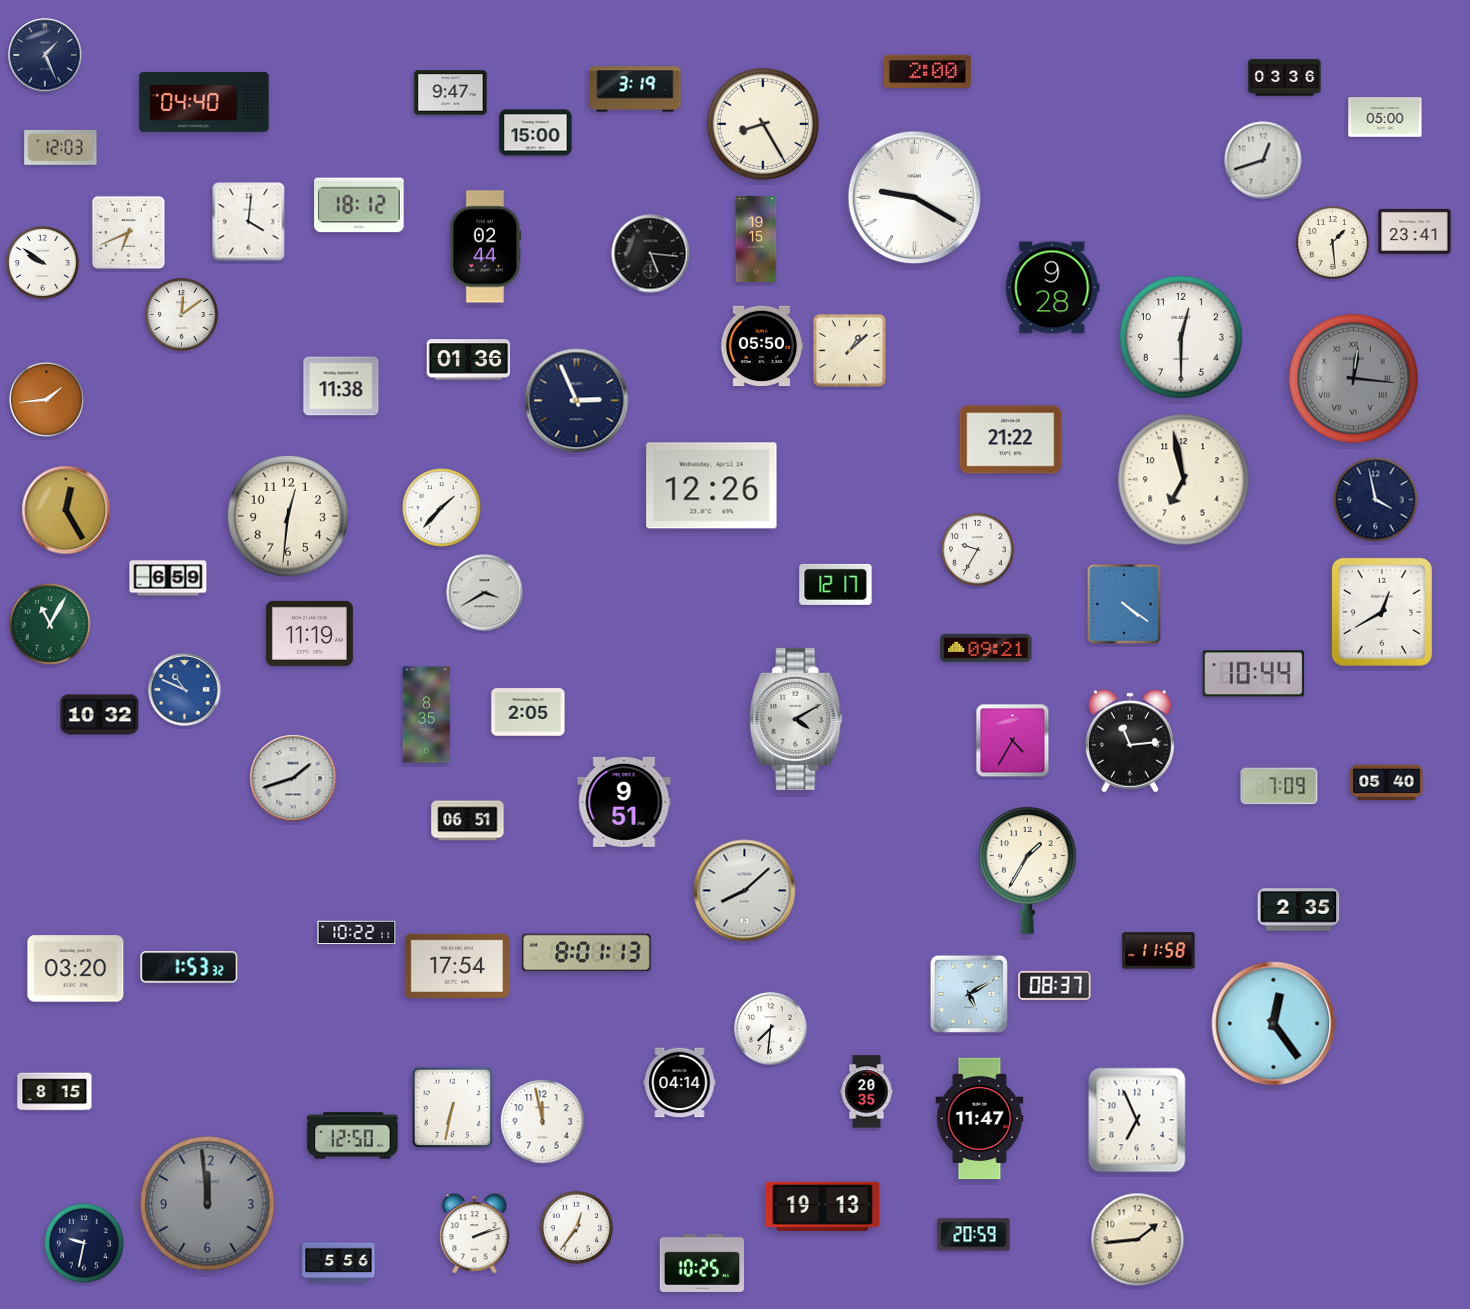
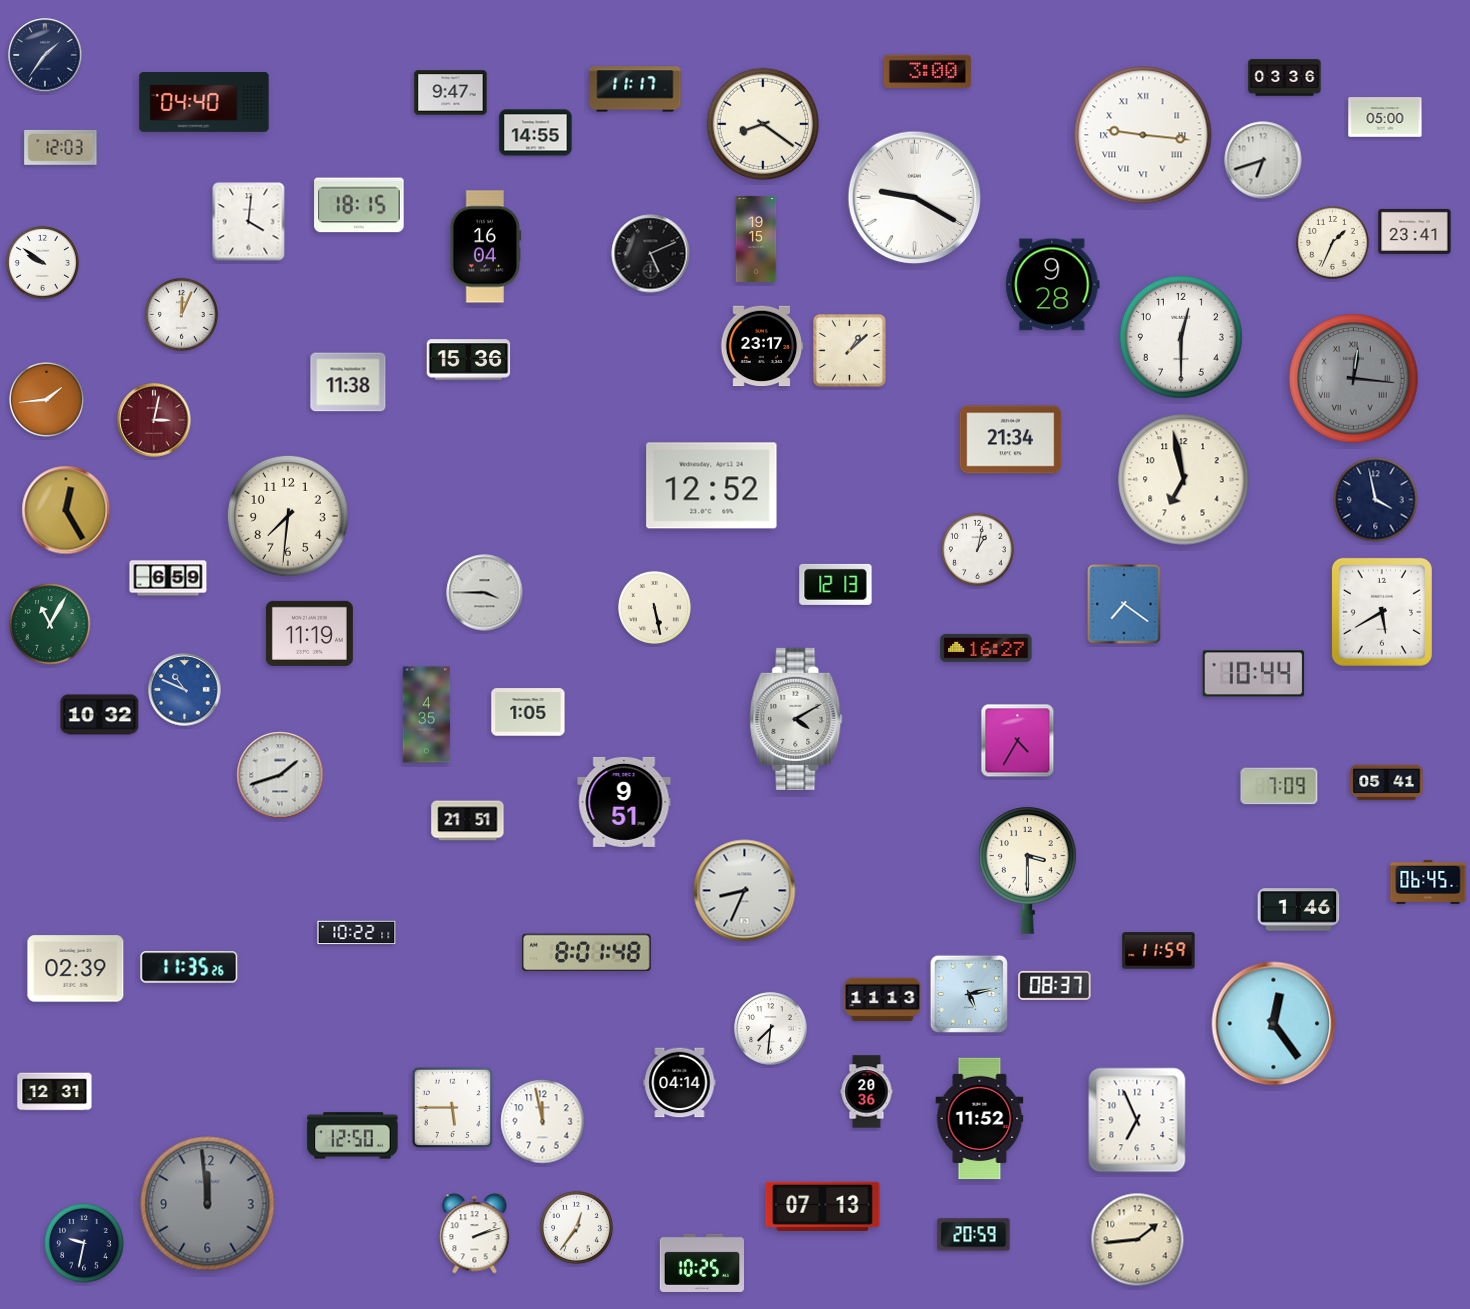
clock at (45, 55): 1:26 -> 1:36
clock at (927, 71): 2:00 -> 3:00
clock at (635, 89): 3:19 -> 11:17
clock at (763, 124): 8:25 -> 8:21
clock at (536, 133): 15:00 -> 14:55
clock at (1143, 135): none -> 9:16
clock at (1263, 160): 12:42 -> 6:42
clock at (359, 205): 18:12 -> 18:15
clock at (128, 232): 6:41 -> none
clock at (1332, 242): 1:29 -> 1:34
clock at (486, 247): 02:44 -> 16:04
clock at (651, 254): 5:16 -> 5:11
clock at (1053, 288) position: (1053, 288) -> (1053, 285)
clock at (181, 314): 12:09 -> 12:04
clock at (762, 346): 05:50 -> 23:17
clock at (469, 360): 01:36 -> 15:36
clock at (341, 386) position: (341, 386) -> (348, 382)
clock at (577, 401): 2:56 -> none
clock at (154, 420): none -> 3:02
clock at (1011, 440): 21:22 -> 21:34
clock at (712, 486): 12:26 -> 12:52
clock at (442, 508): 1:37 -> none
clock at (288, 516): 12:31 -> 7:31
clock at (977, 549): 9:35 -> 1:02
clock at (836, 584): 12:17 -> 12:13
clock at (485, 593): 3:40 -> 3:45
clock at (1124, 604): 4:21 -> 7:21
clock at (654, 607): none -> 5:28
clock at (1382, 612): 12:40 -> 5:40
clock at (986, 648): 09:21 -> 16:27
clock at (528, 712): 2:05 -> 1:05
clock at (427, 715): 8:35 -> 4:35
clock at (1013, 741) position: (1013, 741) -> (1018, 741)
clock at (1130, 741): 11:14 -> none
clock at (293, 778) position: (293, 778) -> (280, 775)
clock at (1387, 783): 05:40 -> 05:41
clock at (468, 821): 06:51 -> 21:51
clock at (1028, 870): 1:35 -> 3:30
clock at (1428, 882): none -> 06:45
clock at (745, 891): 8:08 -> 8:34
clock at (1299, 910): 2:35 -> 1:46
clock at (1159, 951): 11:58 -> 11:59
clock at (587, 953): 8:01:13 -> 8:01:48
clock at (457, 965): 17:54 -> none
clock at (189, 967): 1:53 -> 11:35
clock at (76, 969): 03:20 -> 02:39
clock at (968, 993): 5:10 -> 5:13
clock at (883, 1000): none -> 11:13
clock at (55, 1092): 8:15 -> 12:31
clock at (867, 1092): 20:35 -> 20:36
clock at (453, 1108): 6:32 -> 5:45
clock at (980, 1119): 11:47 -> 11:52
clock at (823, 1206): 19:13 -> 07:13
clock at (339, 1263): 5:56 -> none
